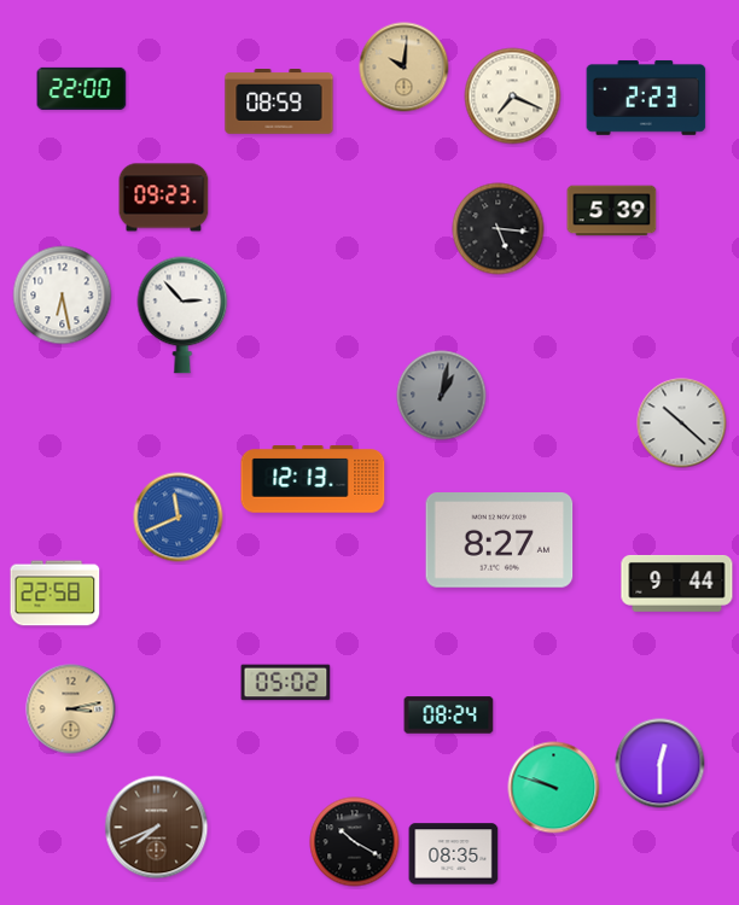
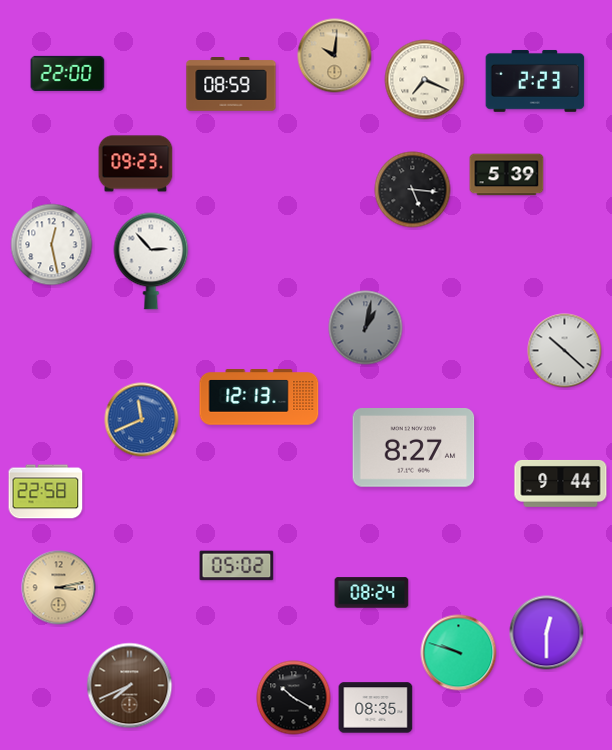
clock at (63, 296): 6:28 -> 12:28
clock at (179, 518) position: (179, 518) -> (142, 420)
